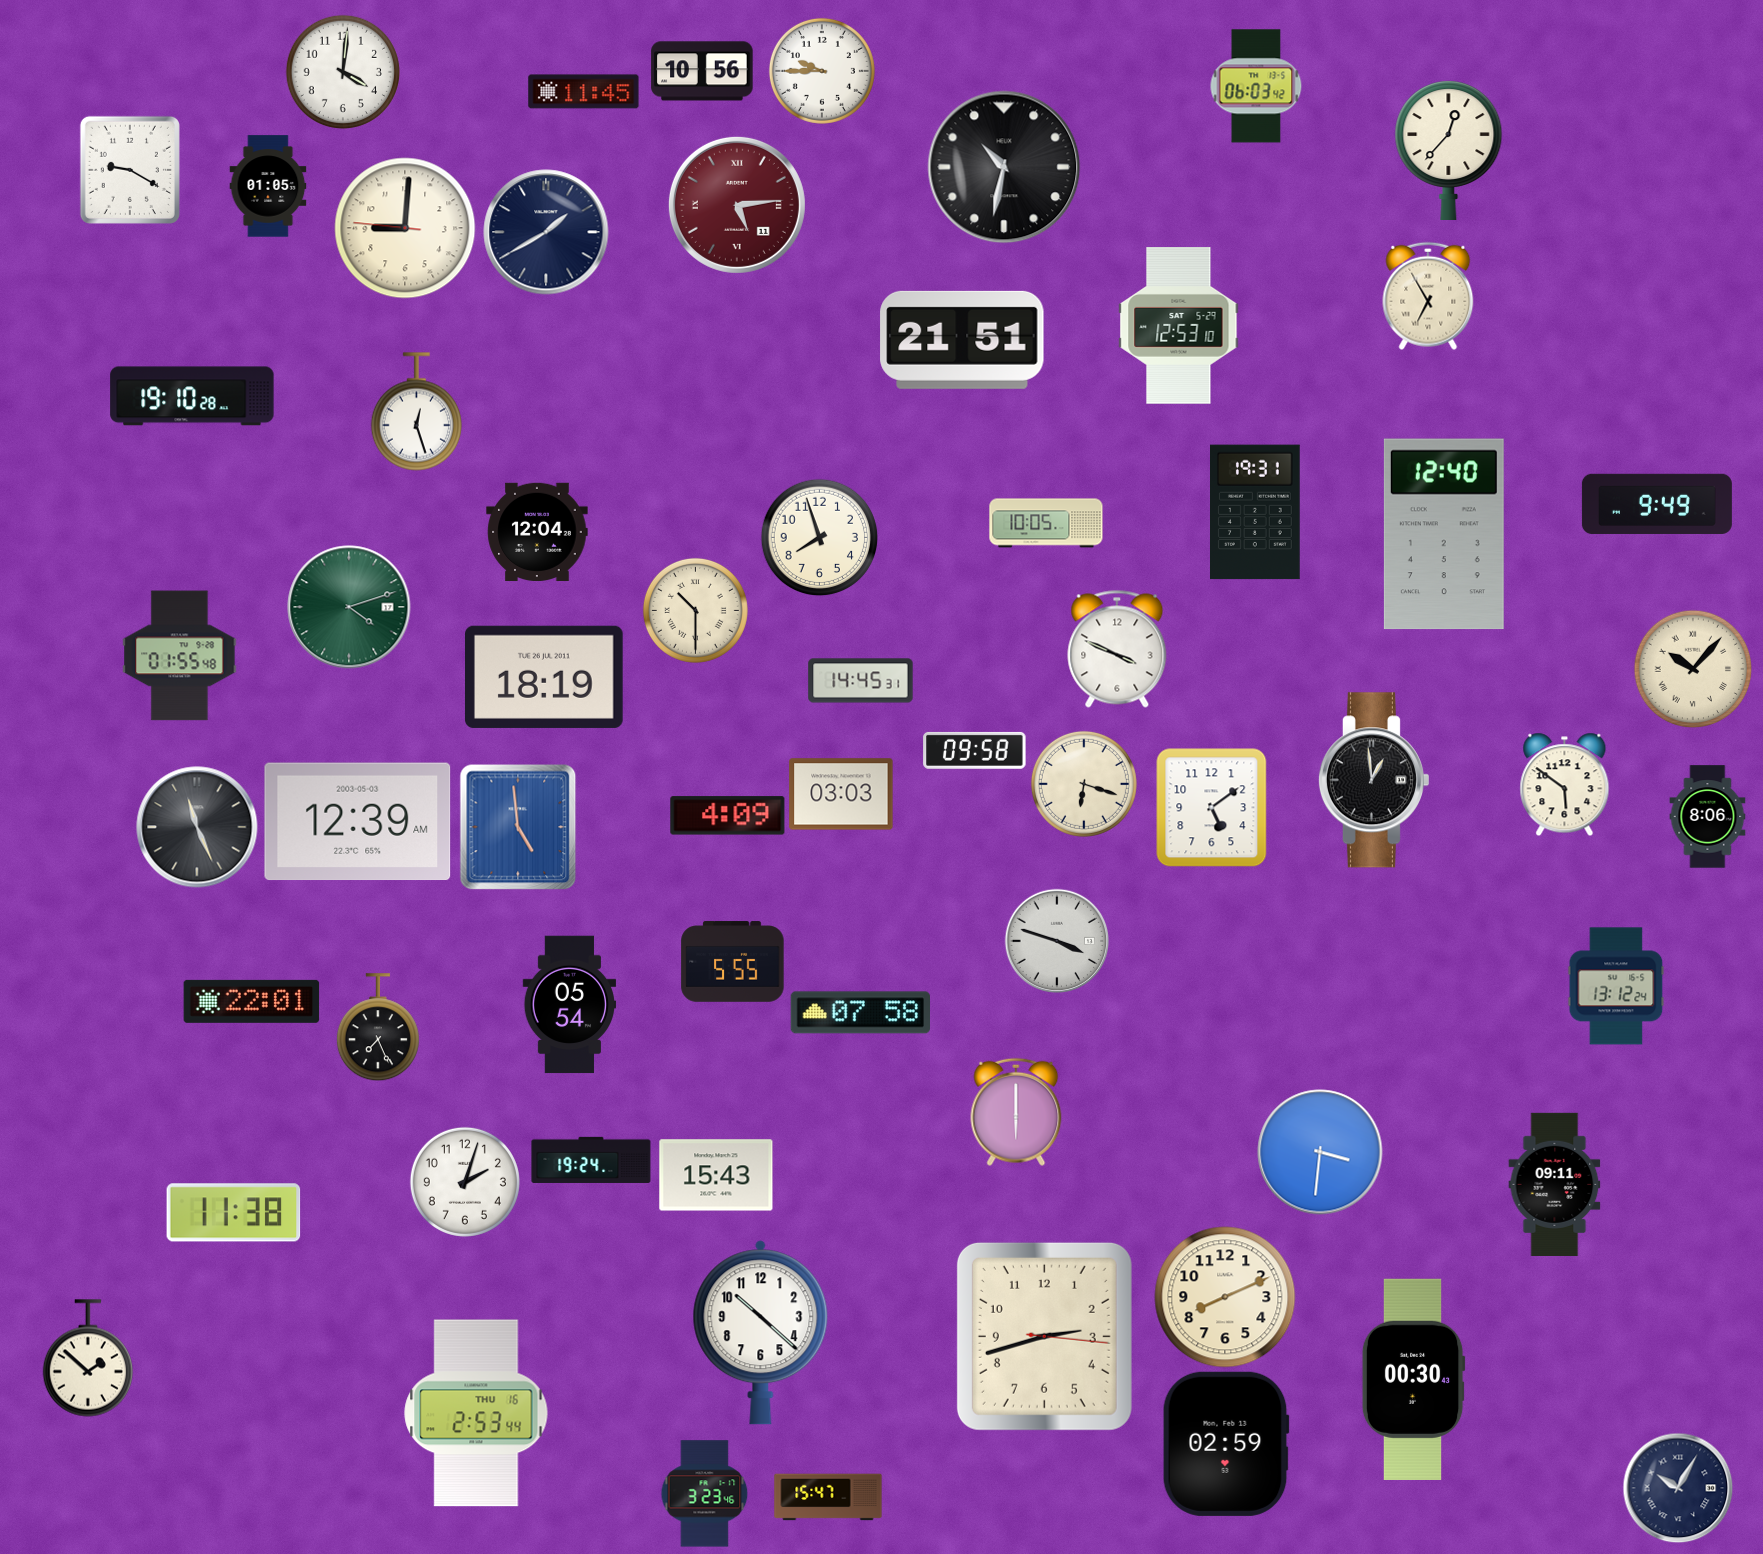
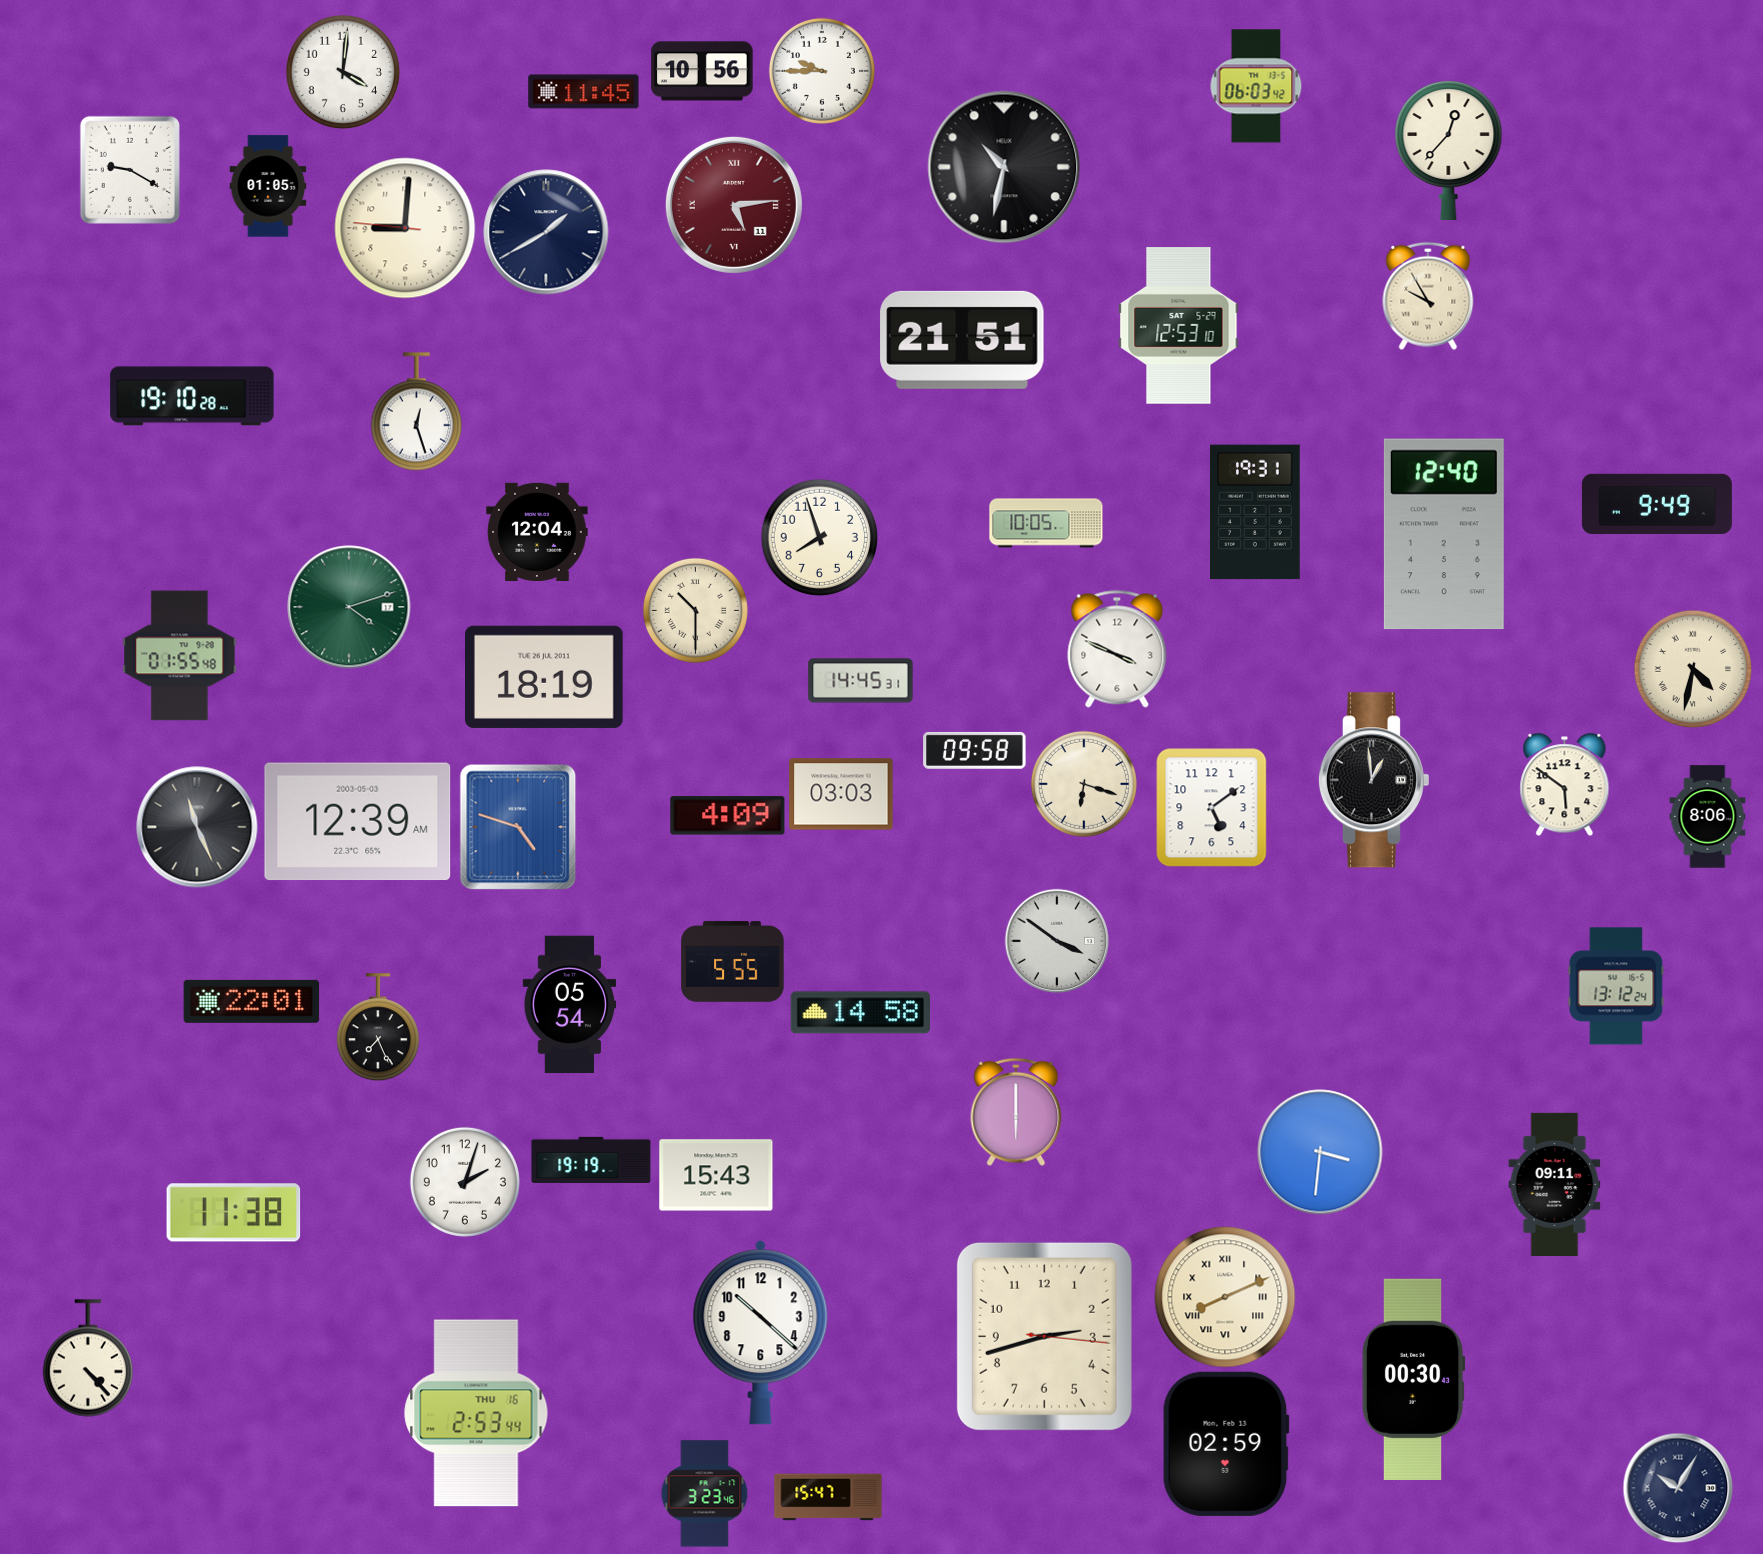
clock at (737, 205) position: (737, 205) -> (734, 205)
clock at (1428, 296): 6:55 -> 9:55
clock at (1693, 669): 10:07 -> 4:32
clock at (518, 827): 4:59 -> 4:48
clock at (1057, 941): 3:48 -> 3:51
clock at (860, 1013): 07:58 -> 14:58
clock at (591, 1160): 19:24 -> 19:19
clock at (1225, 1297) numerals: Arabic -> Roman
clock at (87, 1358): 1:52 -> 4:23
